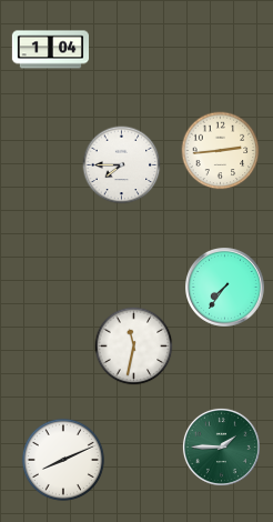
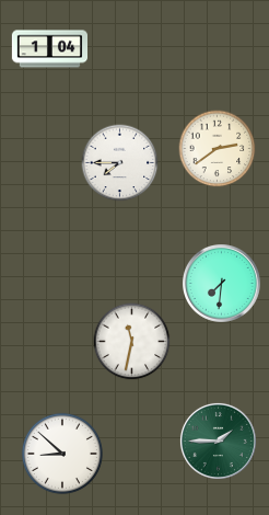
clock at (221, 151): 2:44 -> 2:39
clock at (225, 288): 7:36 -> 7:31
clock at (63, 460): 8:11 -> 8:52
